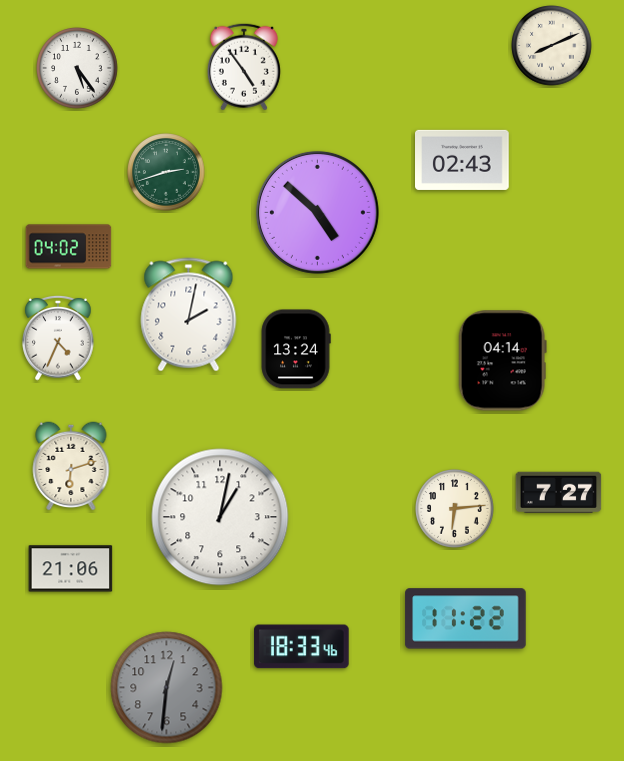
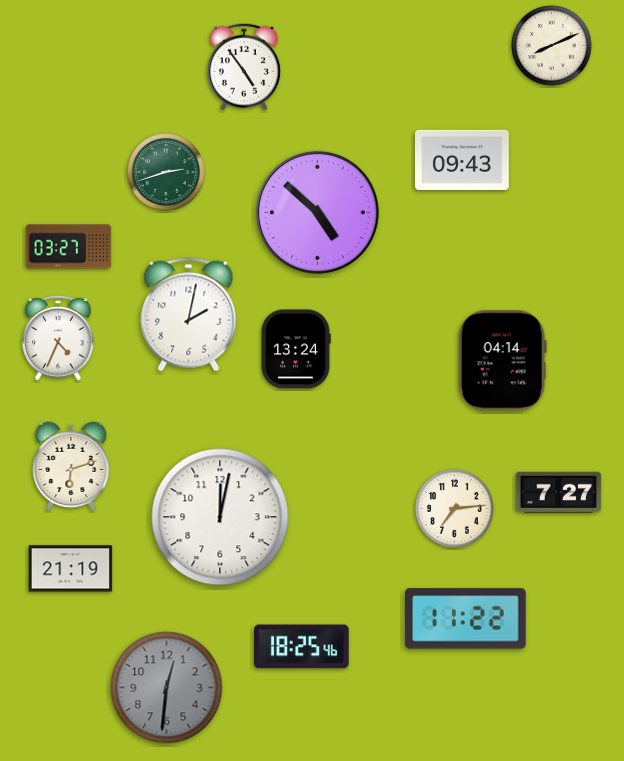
clock at (77, 68): 5:24 -> none
clock at (462, 160): 02:43 -> 09:43
clock at (69, 247): 04:02 -> 03:27
clock at (455, 509): 6:14 -> 7:14
clock at (220, 517): 1:02 -> 12:02
clock at (71, 569): 21:06 -> 21:19
clock at (302, 647): 18:33 -> 18:25
